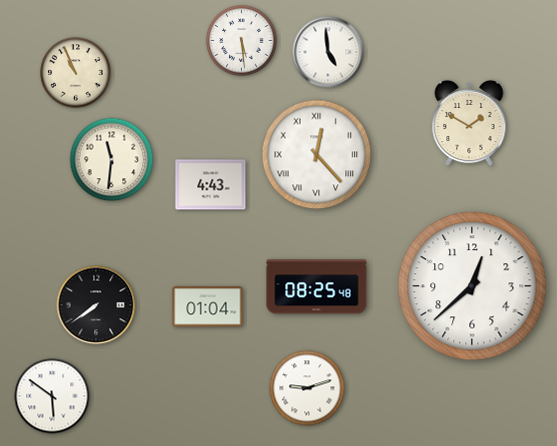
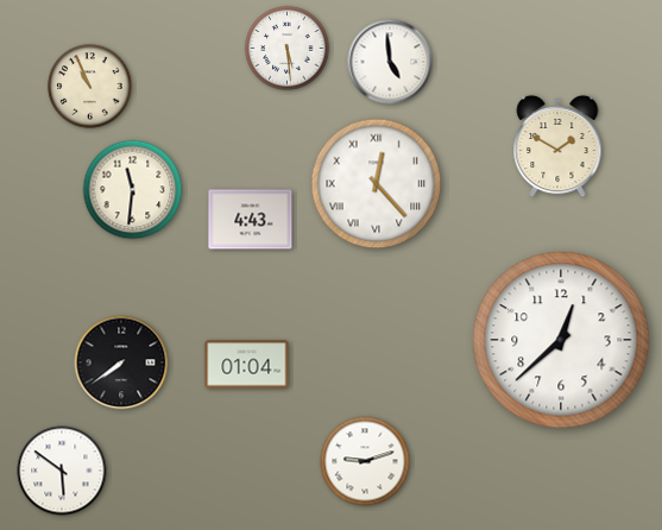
clock at (317, 287): 08:25 -> none
clock at (96, 305) position: (96, 305) -> (121, 362)
